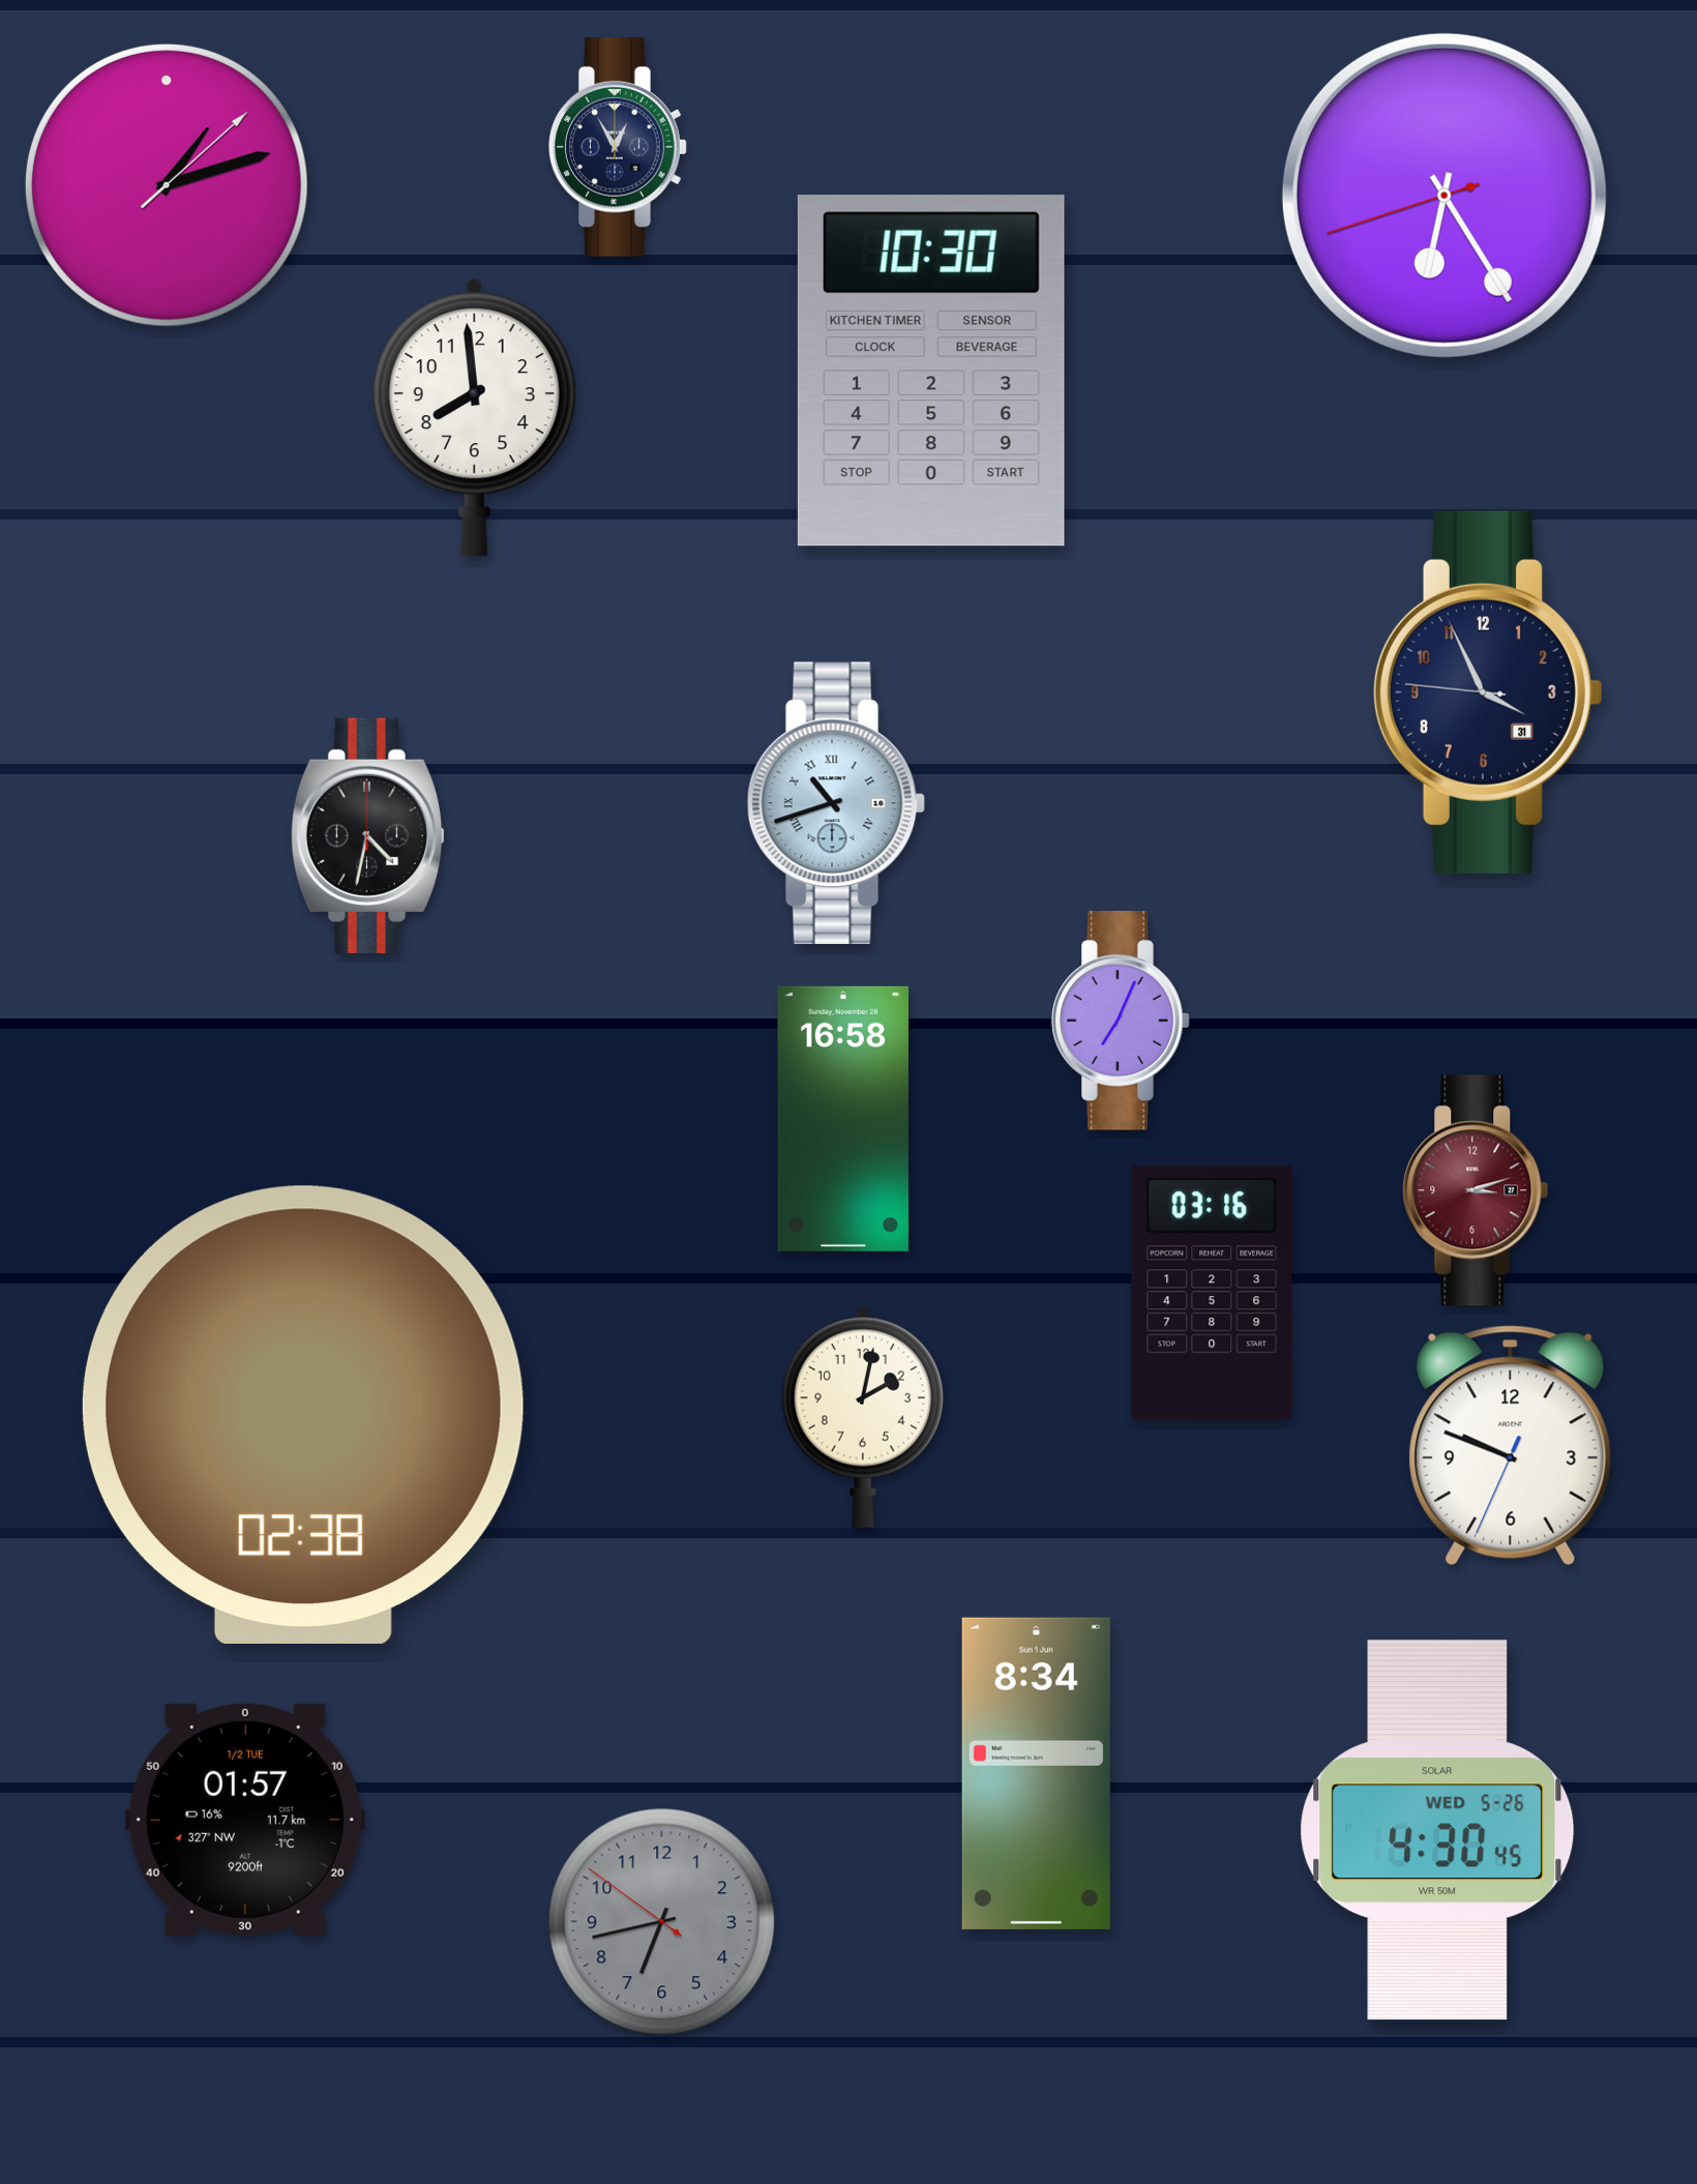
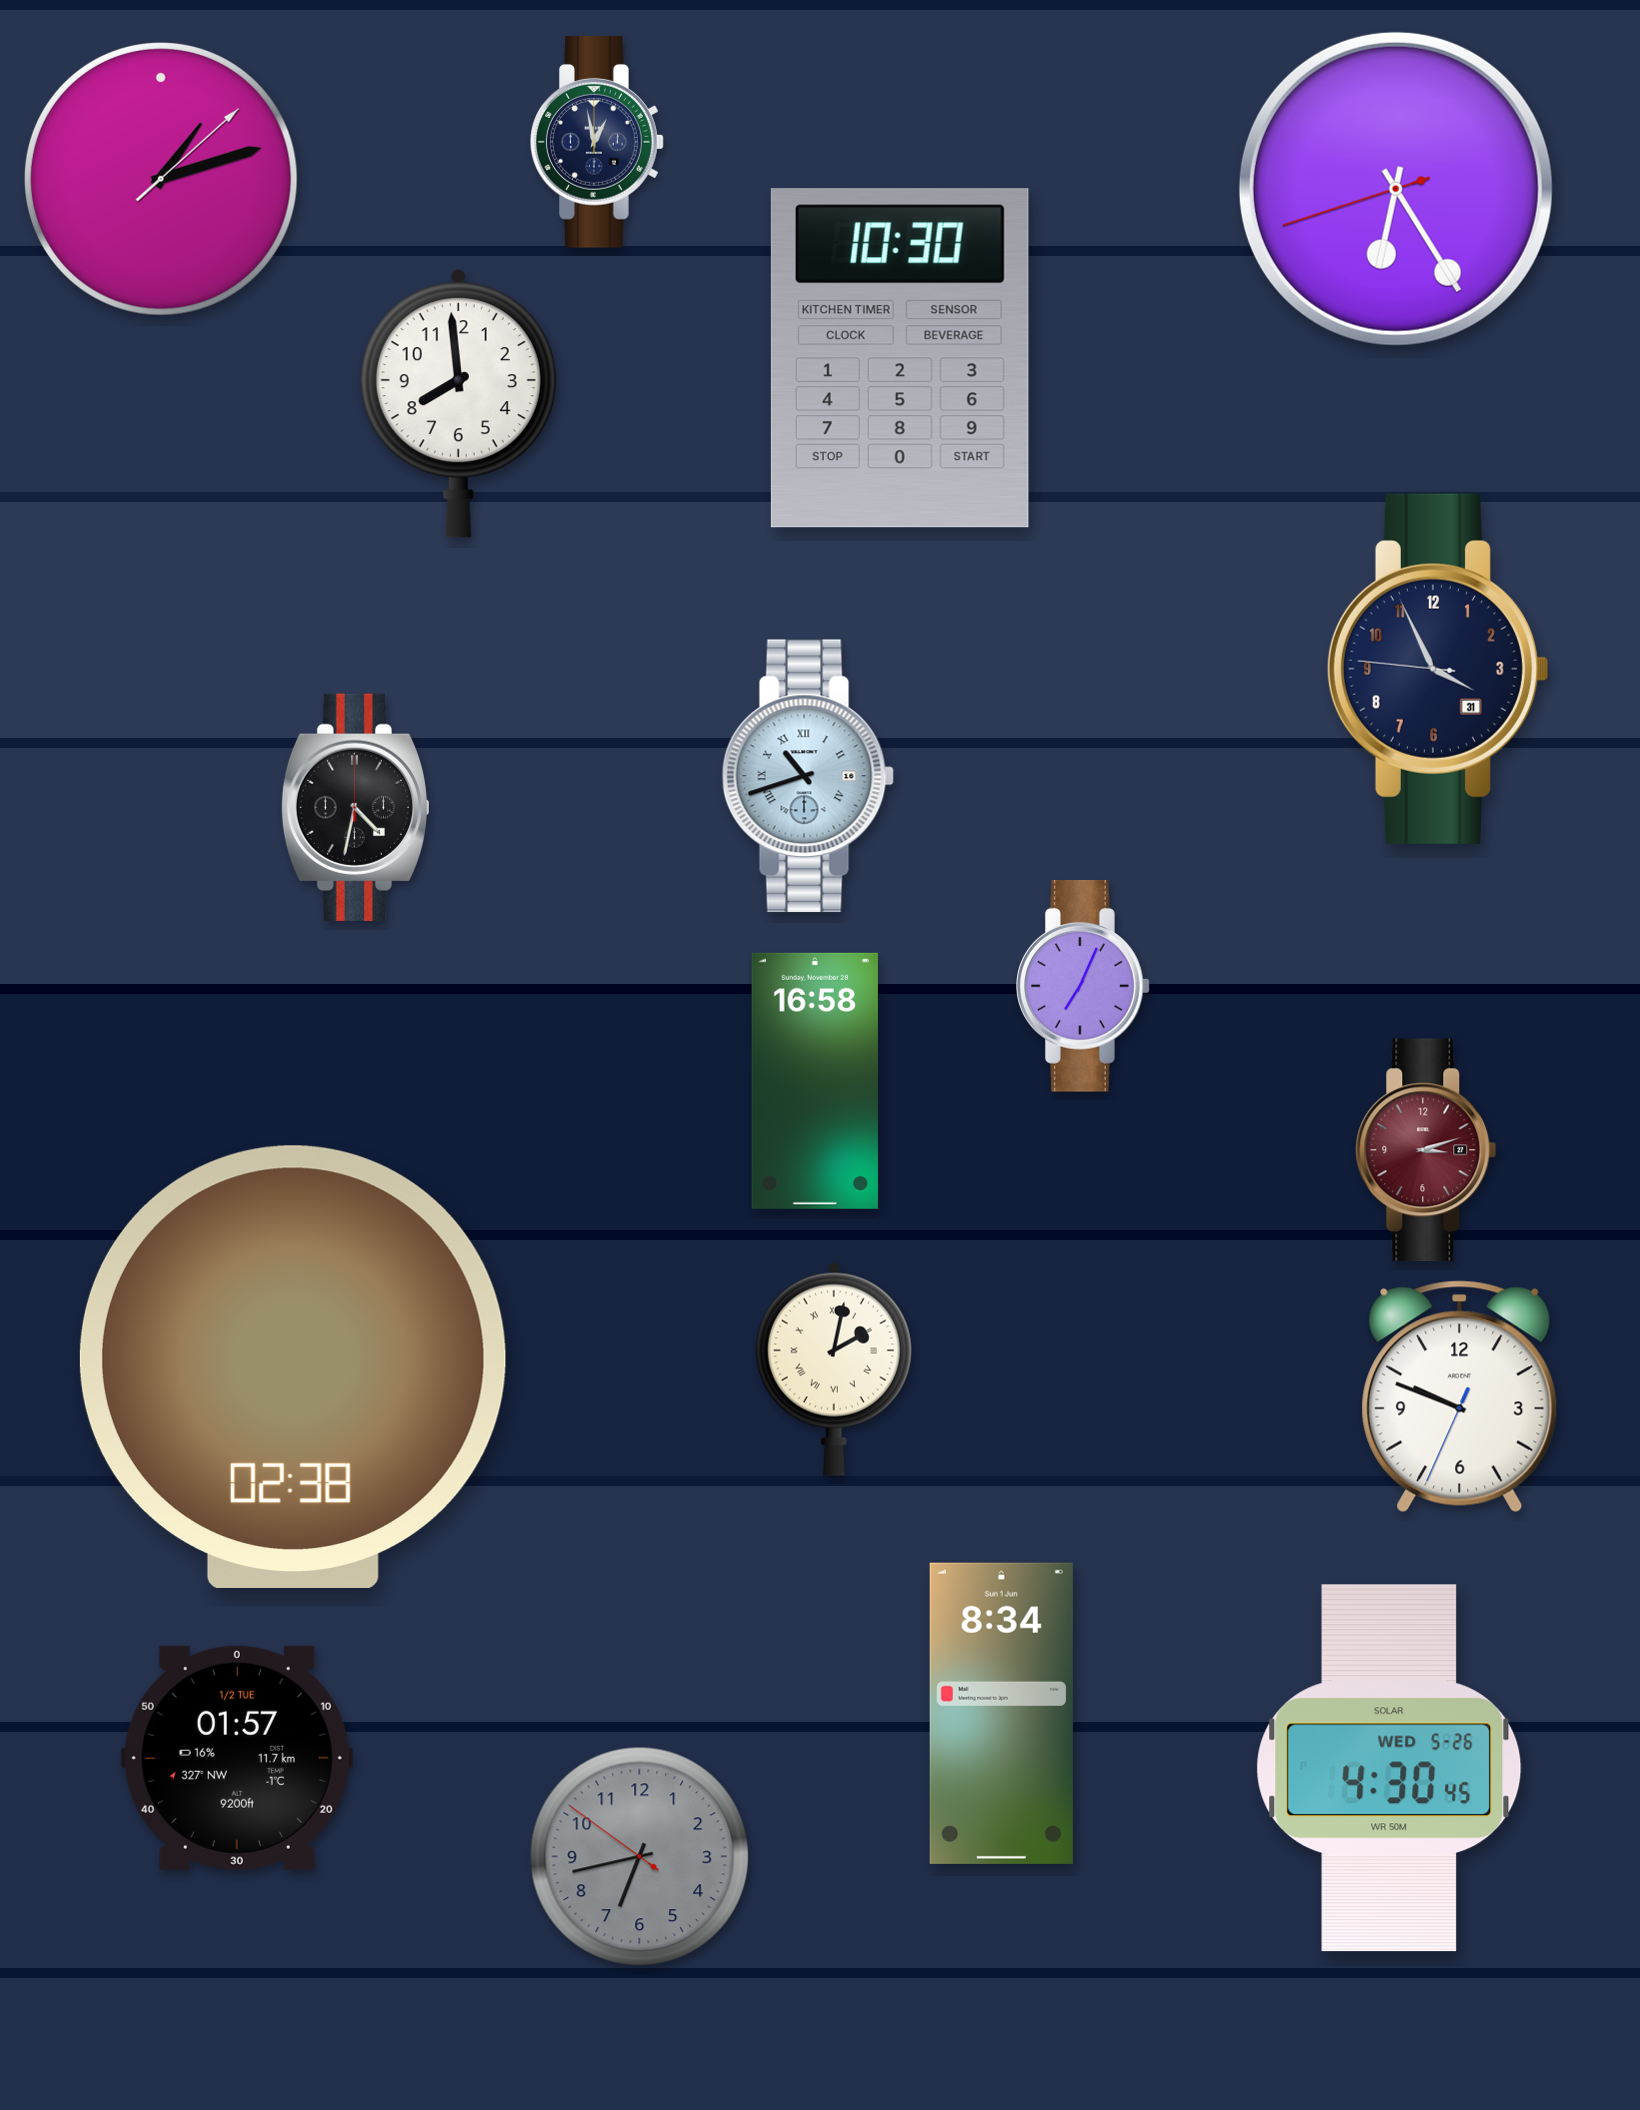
clock at (619, 147): 12:55 -> 12:58
clock at (1212, 1293): 03:16 -> none
clock at (863, 1417) numerals: Arabic -> Roman
